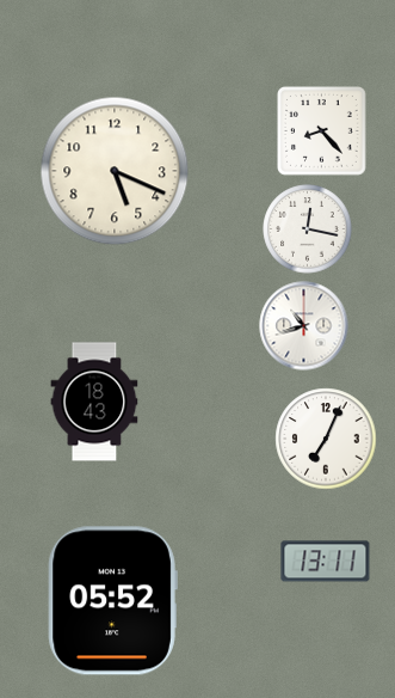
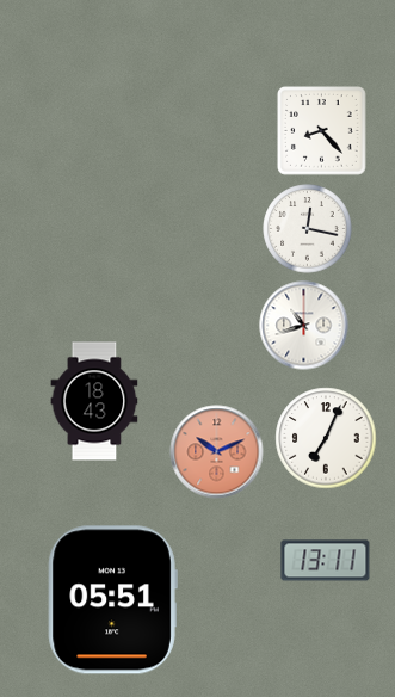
clock at (115, 171): 5:19 -> none
clock at (217, 452): none -> 10:11
clock at (112, 601): 05:52 -> 05:51
